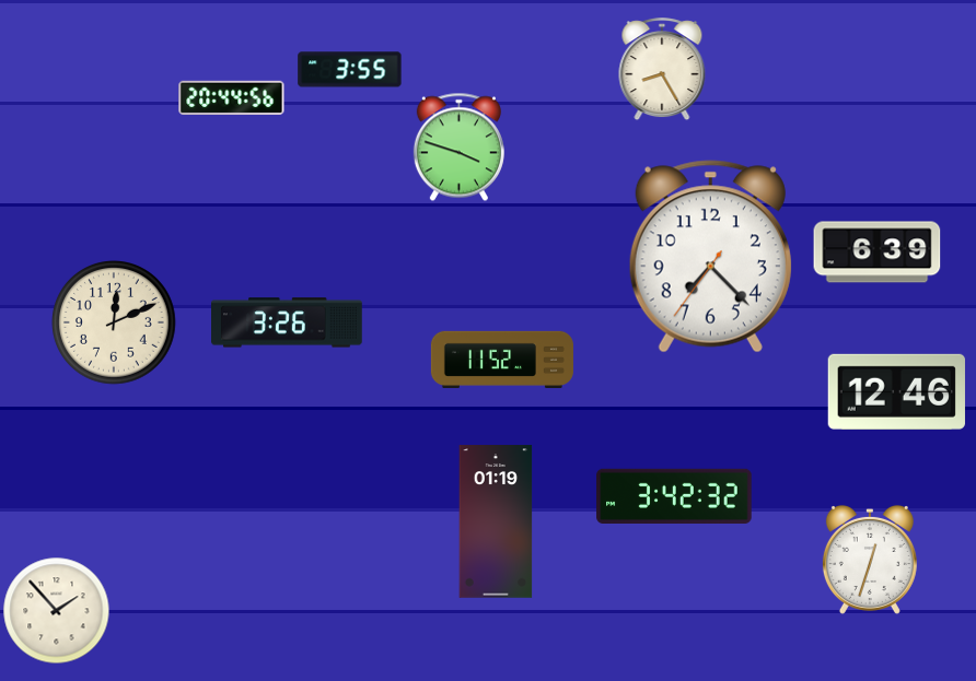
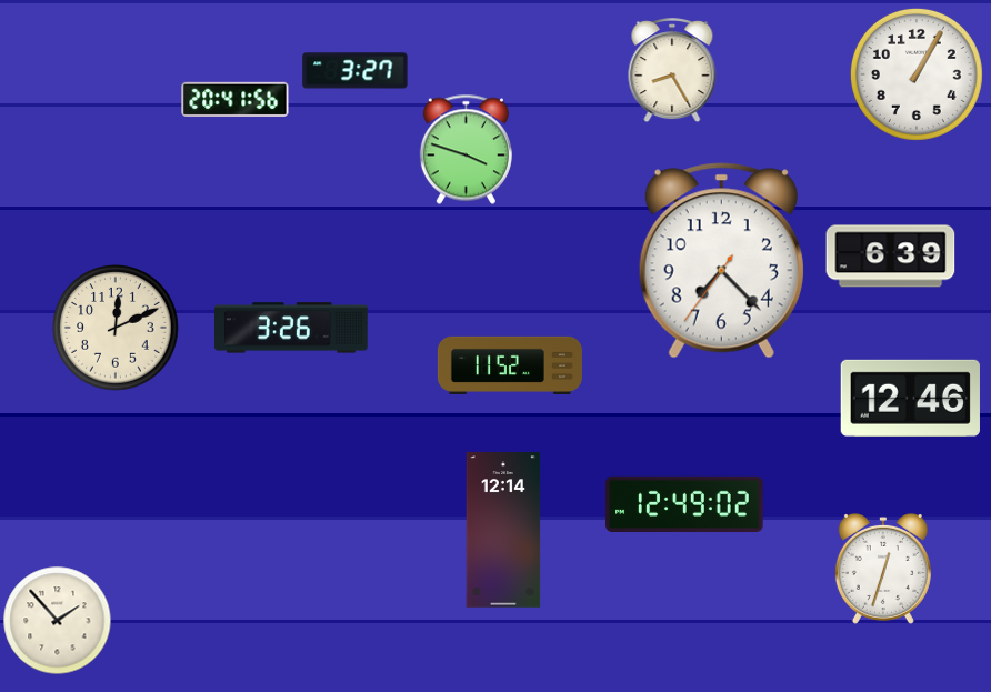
clock at (350, 70): 3:55 -> 3:27
clock at (917, 74): none -> 1:05
clock at (232, 97): 20:44 -> 20:41
clock at (674, 495): 3:42 -> 12:49
clock at (496, 521): 01:19 -> 12:14
